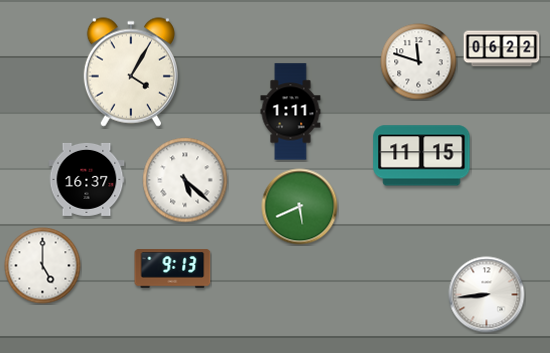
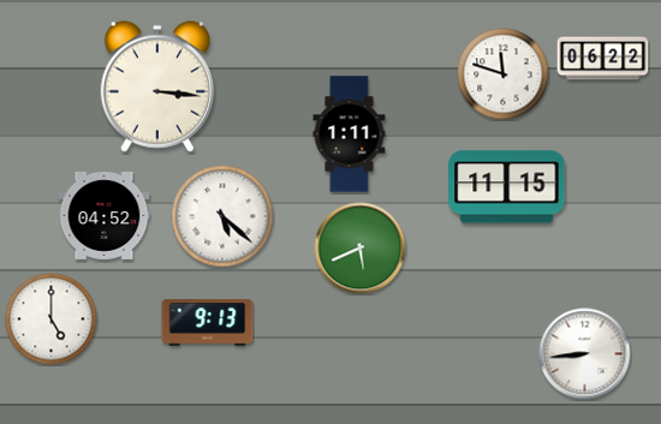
clock at (130, 72): 4:05 -> 3:16
clock at (87, 179): 16:37 -> 04:52
